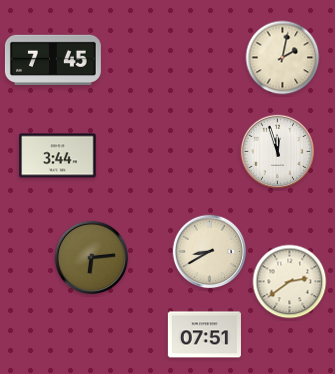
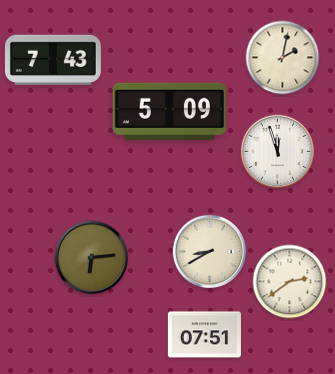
clock at (53, 59): 7:45 -> 7:43
clock at (169, 111): none -> 5:09
clock at (58, 156): 3:44 -> none
